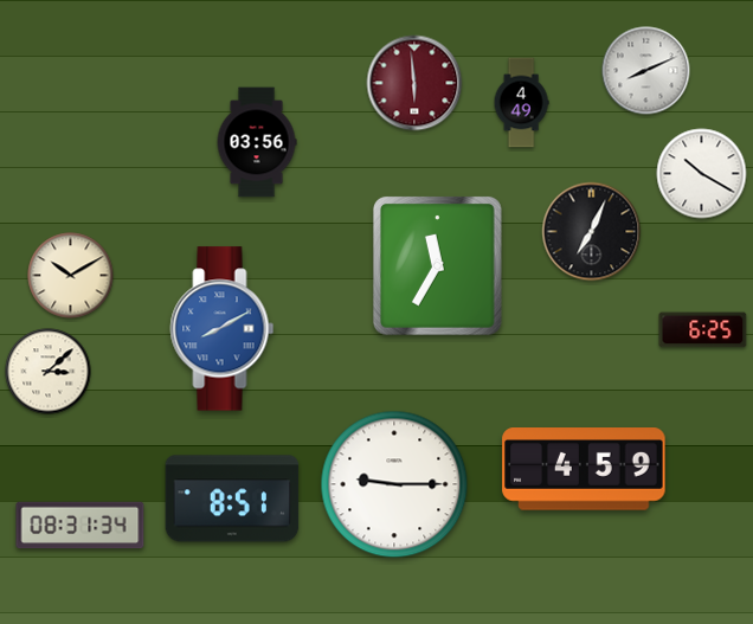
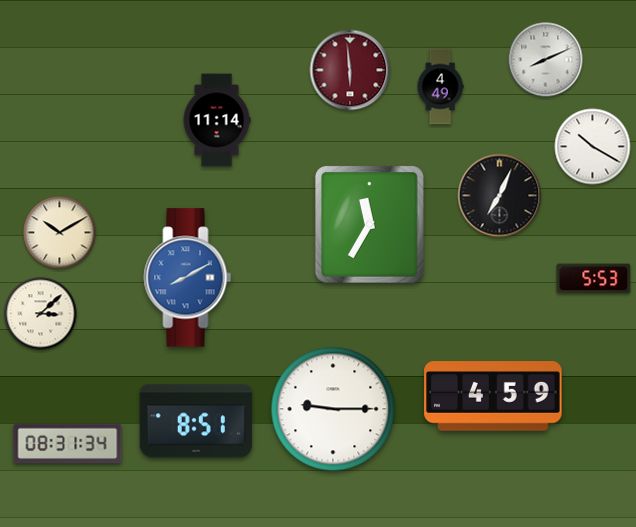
clock at (257, 142): 03:56 -> 11:14
clock at (703, 330): 6:25 -> 5:53
